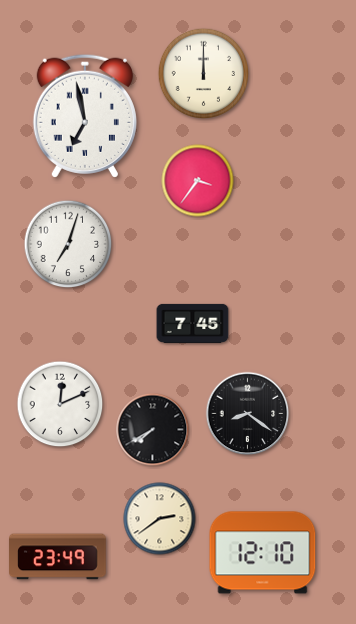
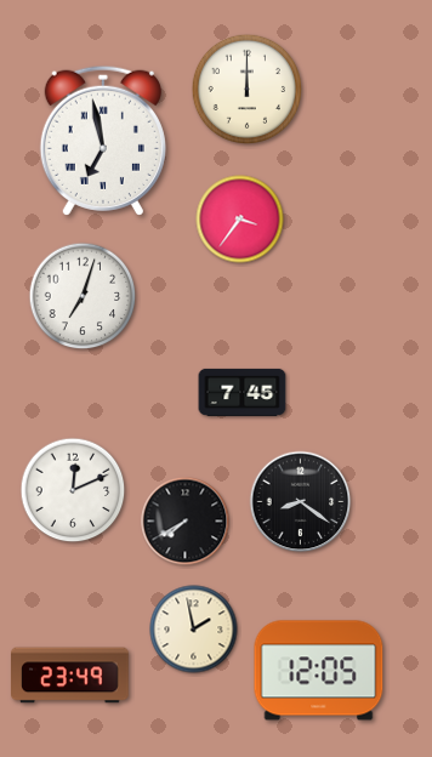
clock at (193, 323) position: (193, 323) -> (243, 392)
clock at (160, 519): 2:39 -> 1:58
clock at (263, 553): 12:10 -> 12:05
